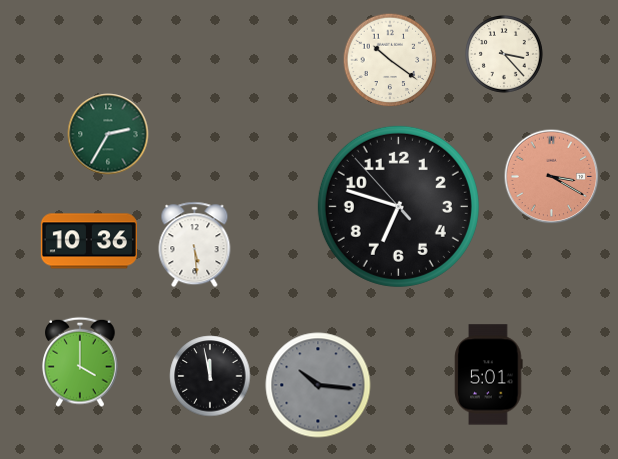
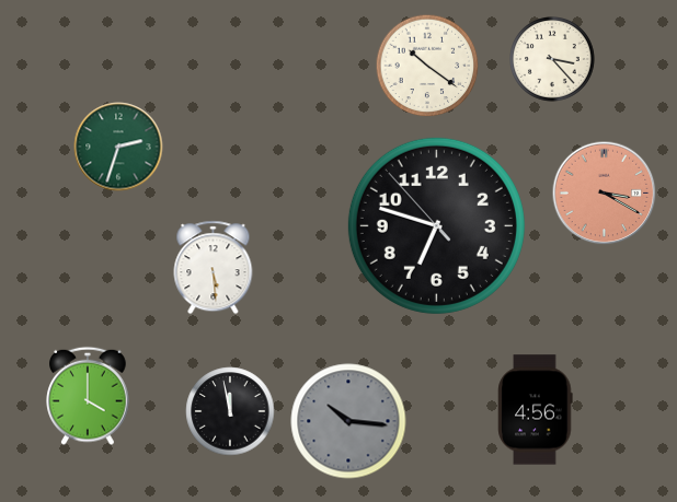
clock at (108, 134): 2:35 -> 2:33
clock at (89, 241): 10:36 -> none
clock at (489, 375): 5:01 -> 4:56
